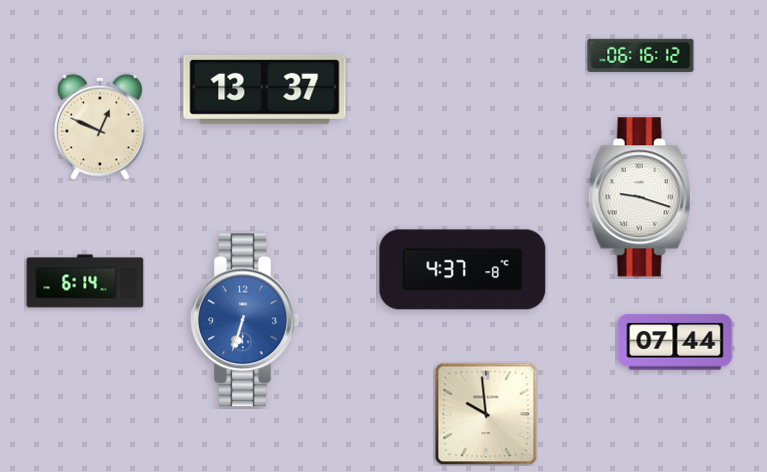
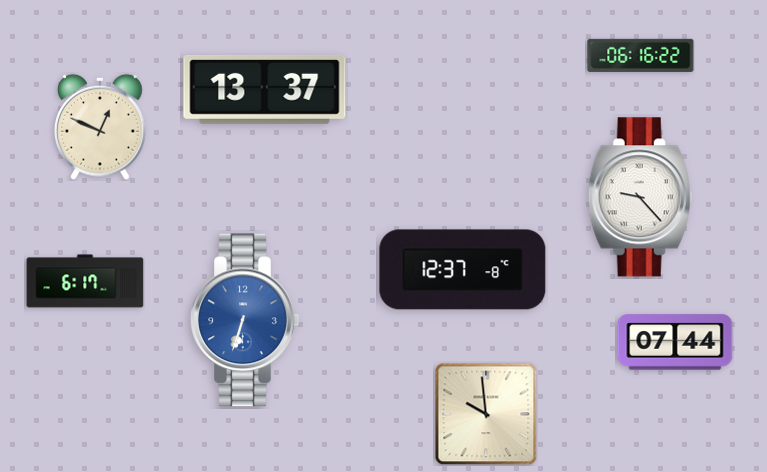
clock at (641, 55): 06:16:12 -> 06:16:22
clock at (640, 197): 9:18 -> 9:23
clock at (463, 270): 4:37 -> 12:37
clock at (85, 281): 6:14 -> 6:17
